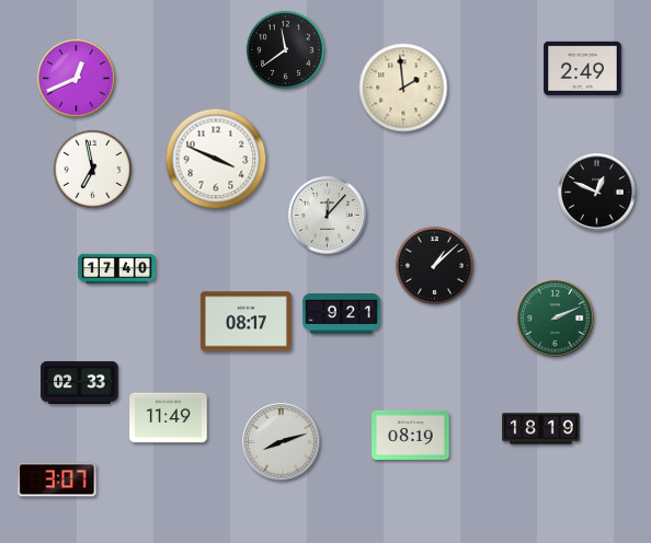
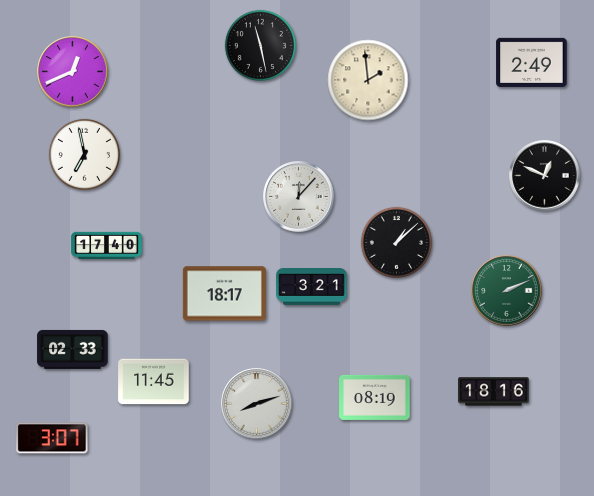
clock at (285, 49): 11:39 -> 11:28
clock at (77, 79) position: (77, 79) -> (73, 72)
clock at (216, 159): 3:49 -> none
clock at (342, 314): 9:21 -> 3:21
clock at (245, 322): 08:17 -> 18:17
clock at (169, 418): 11:49 -> 11:45
clock at (541, 429): 18:19 -> 18:16
